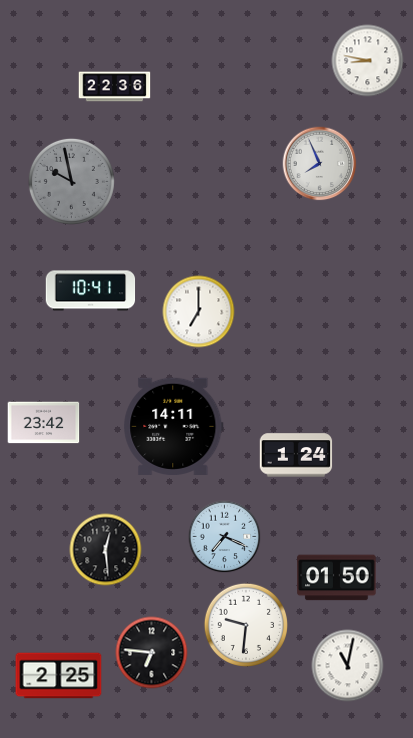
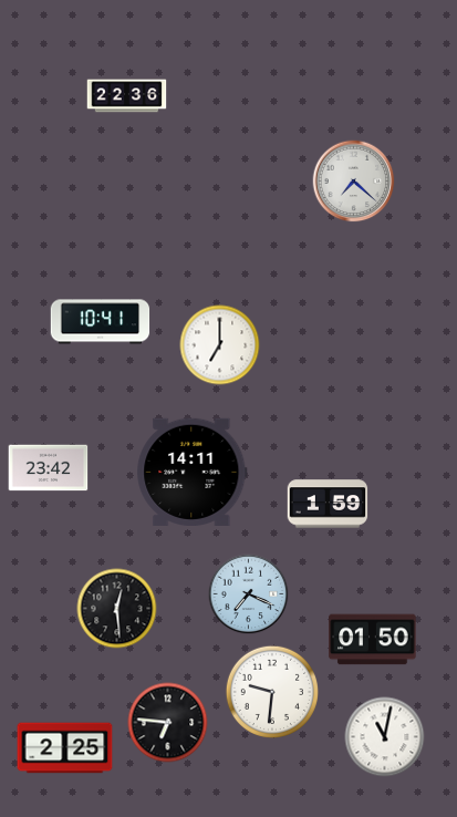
clock at (368, 61): 8:47 -> none
clock at (320, 164): 7:56 -> 7:22
clock at (71, 181): 9:58 -> none
clock at (296, 455): 1:24 -> 1:59
